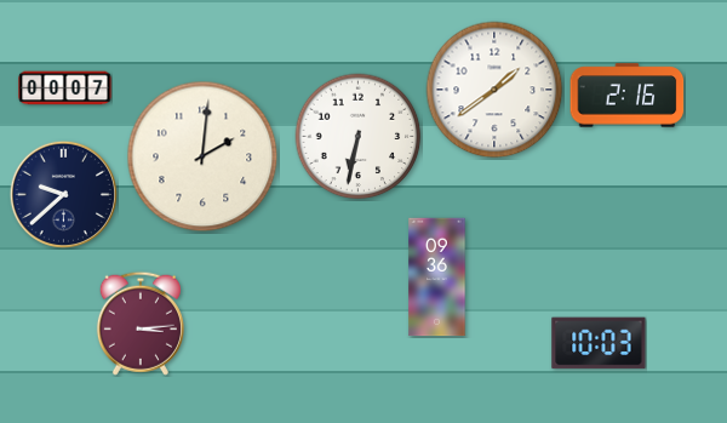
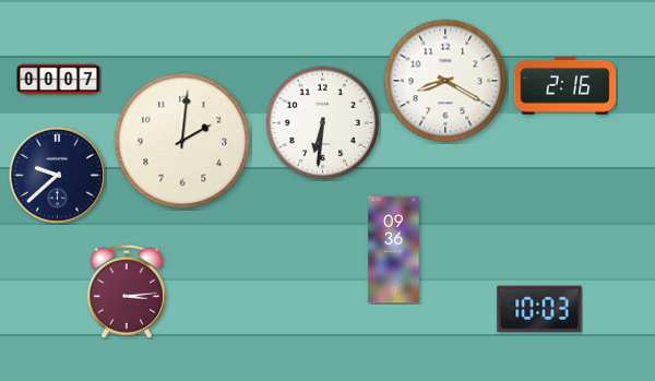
clock at (494, 90): 1:39 -> 8:20
clock at (359, 137): 6:32 -> 6:31
